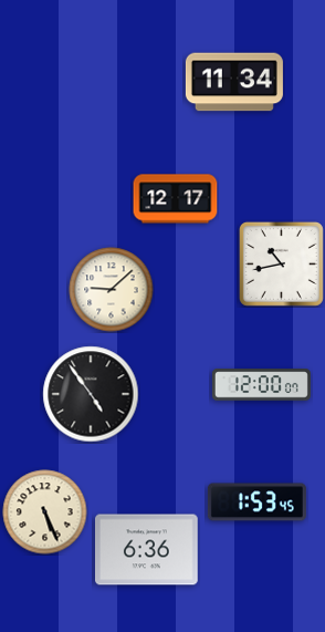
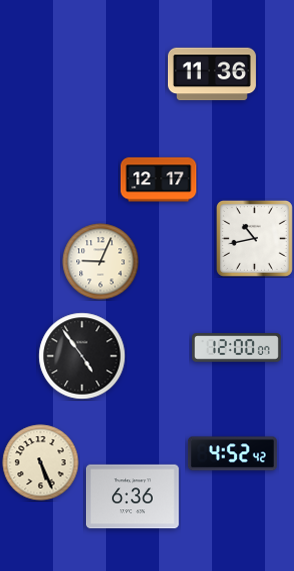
clock at (234, 82): 11:34 -> 11:36
clock at (112, 290): 9:08 -> 9:04
clock at (256, 503): 1:53 -> 4:52
